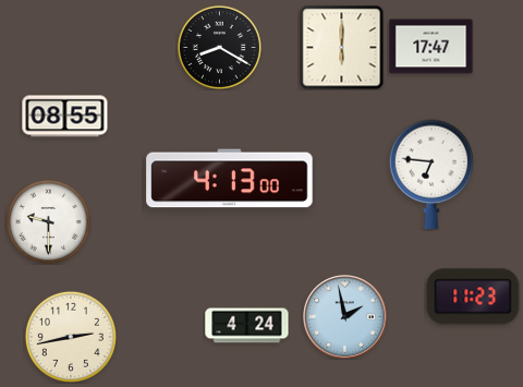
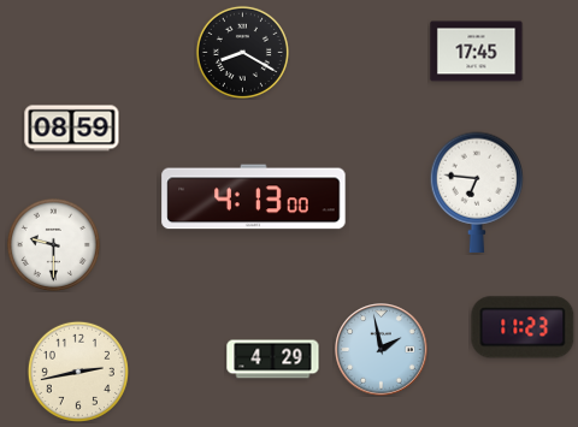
clock at (341, 47): 6:00 -> none
clock at (431, 47): 17:47 -> 17:45
clock at (65, 117): 08:55 -> 08:59
clock at (247, 326): 4:24 -> 4:29
